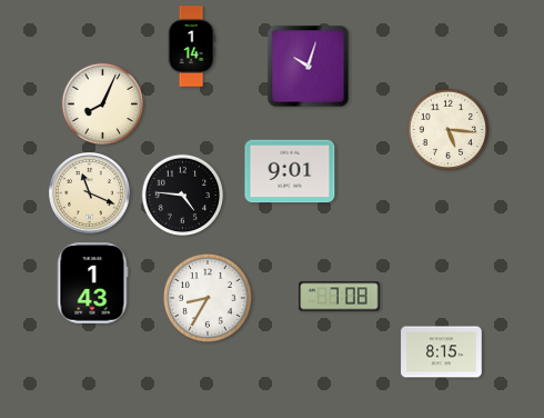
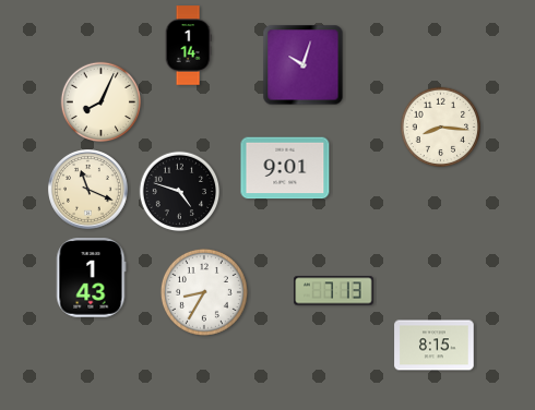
clock at (449, 130): 5:16 -> 8:16
clock at (183, 196): 4:46 -> 4:48
clock at (340, 297): 7:08 -> 7:13
